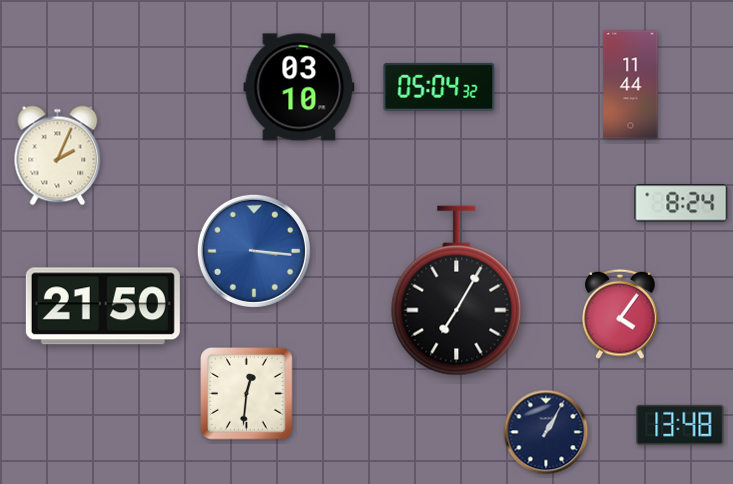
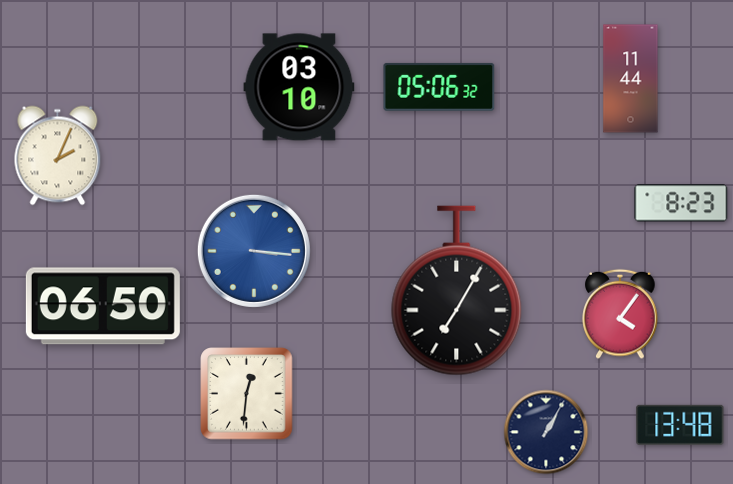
clock at (631, 85) position: (631, 85) -> (631, 79)
clock at (439, 87): 05:04 -> 05:06
clock at (681, 203): 8:24 -> 8:23
clock at (103, 306): 21:50 -> 06:50
